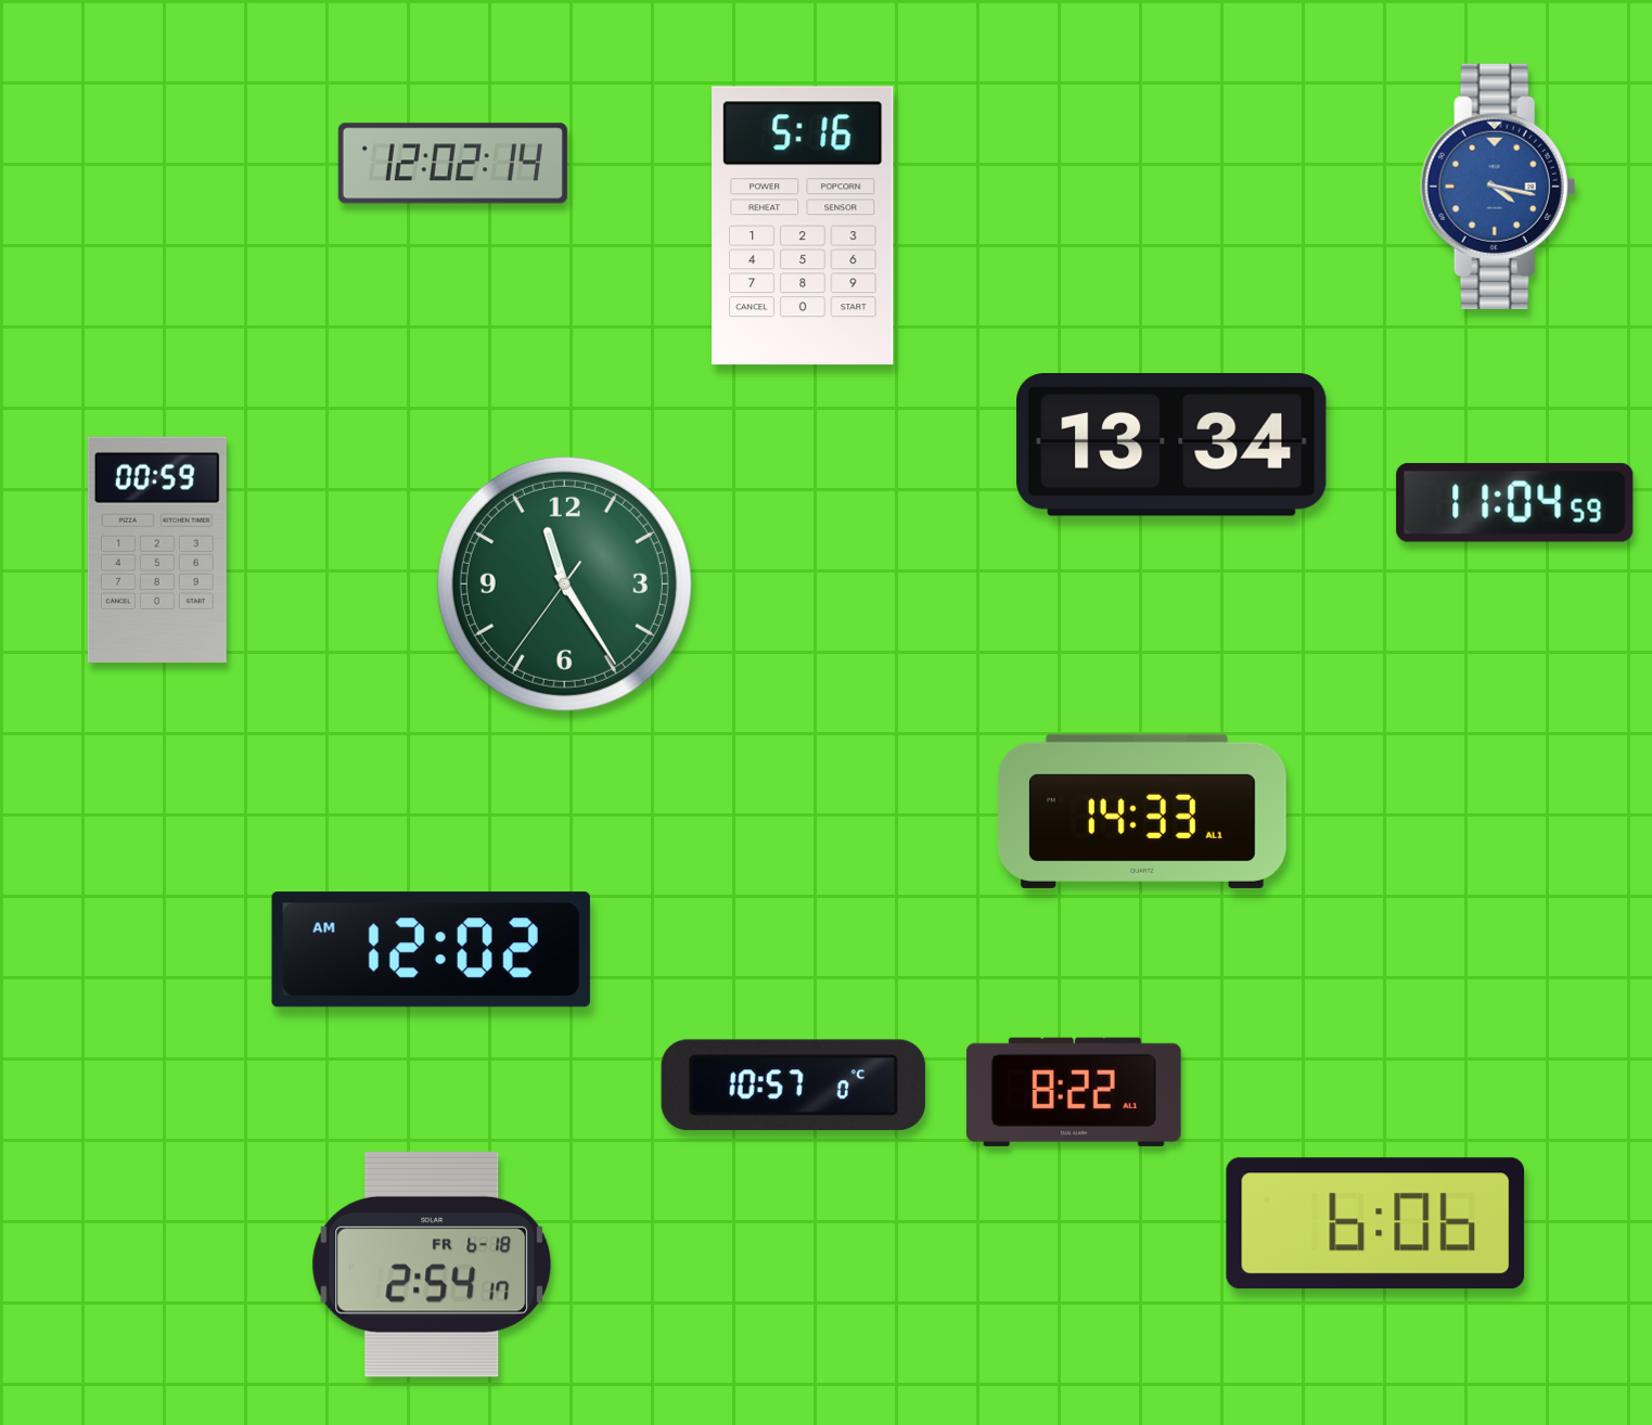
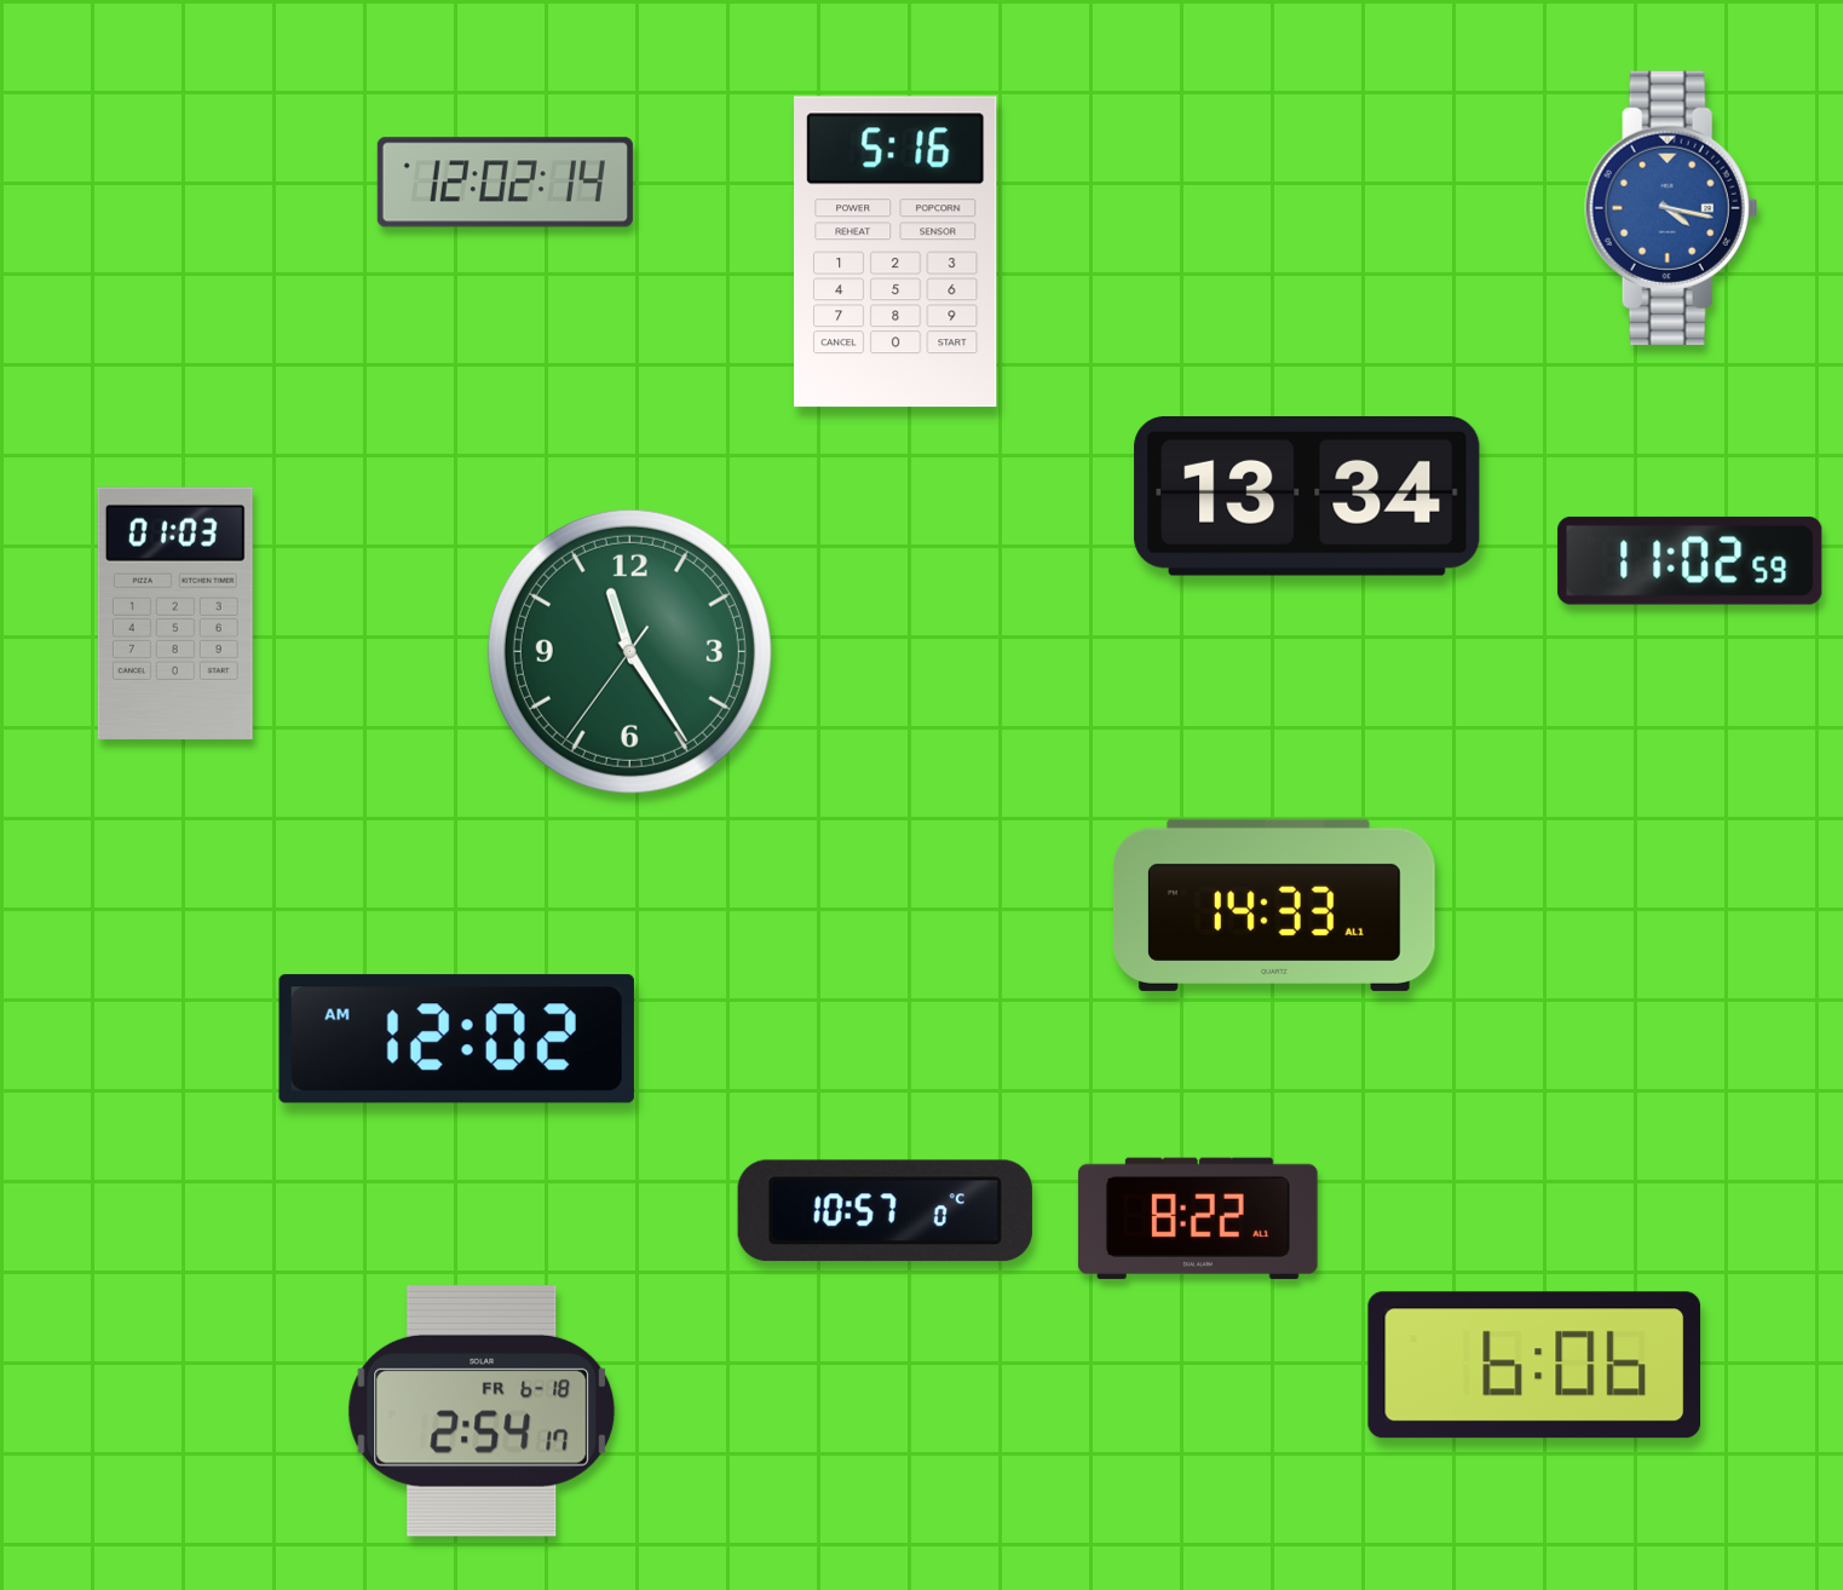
clock at (1515, 502): 11:04 -> 11:02
clock at (157, 550): 00:59 -> 01:03
clock at (431, 950) position: (431, 950) -> (456, 1039)
